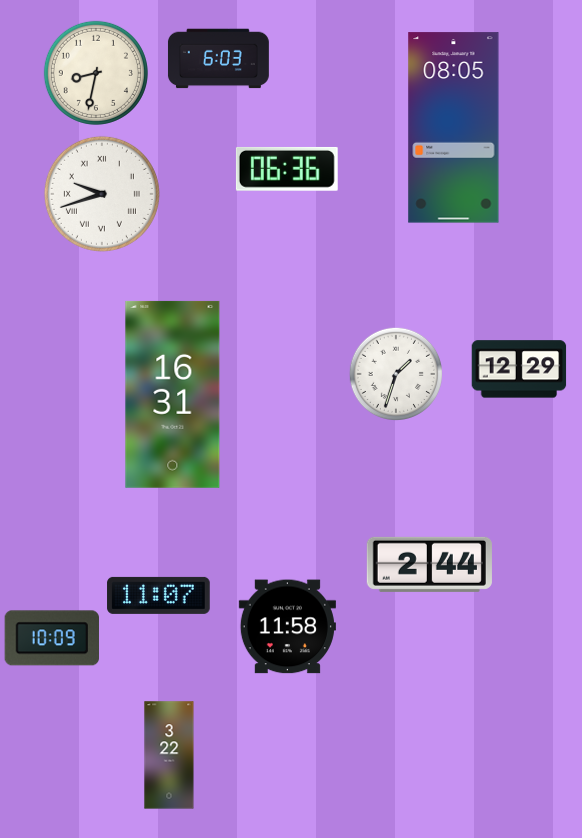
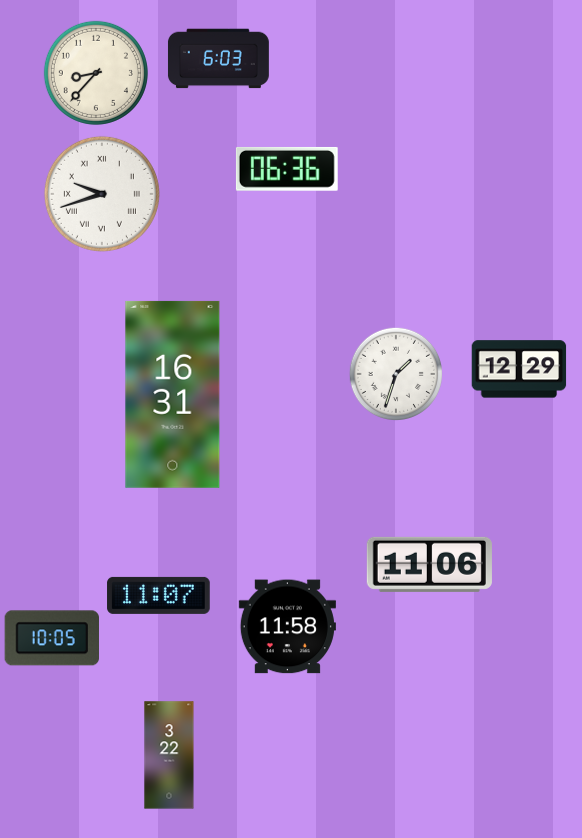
clock at (96, 73): 8:32 -> 8:37
clock at (454, 128): 08:05 -> none
clock at (429, 564): 2:44 -> 11:06
clock at (51, 638): 10:09 -> 10:05
